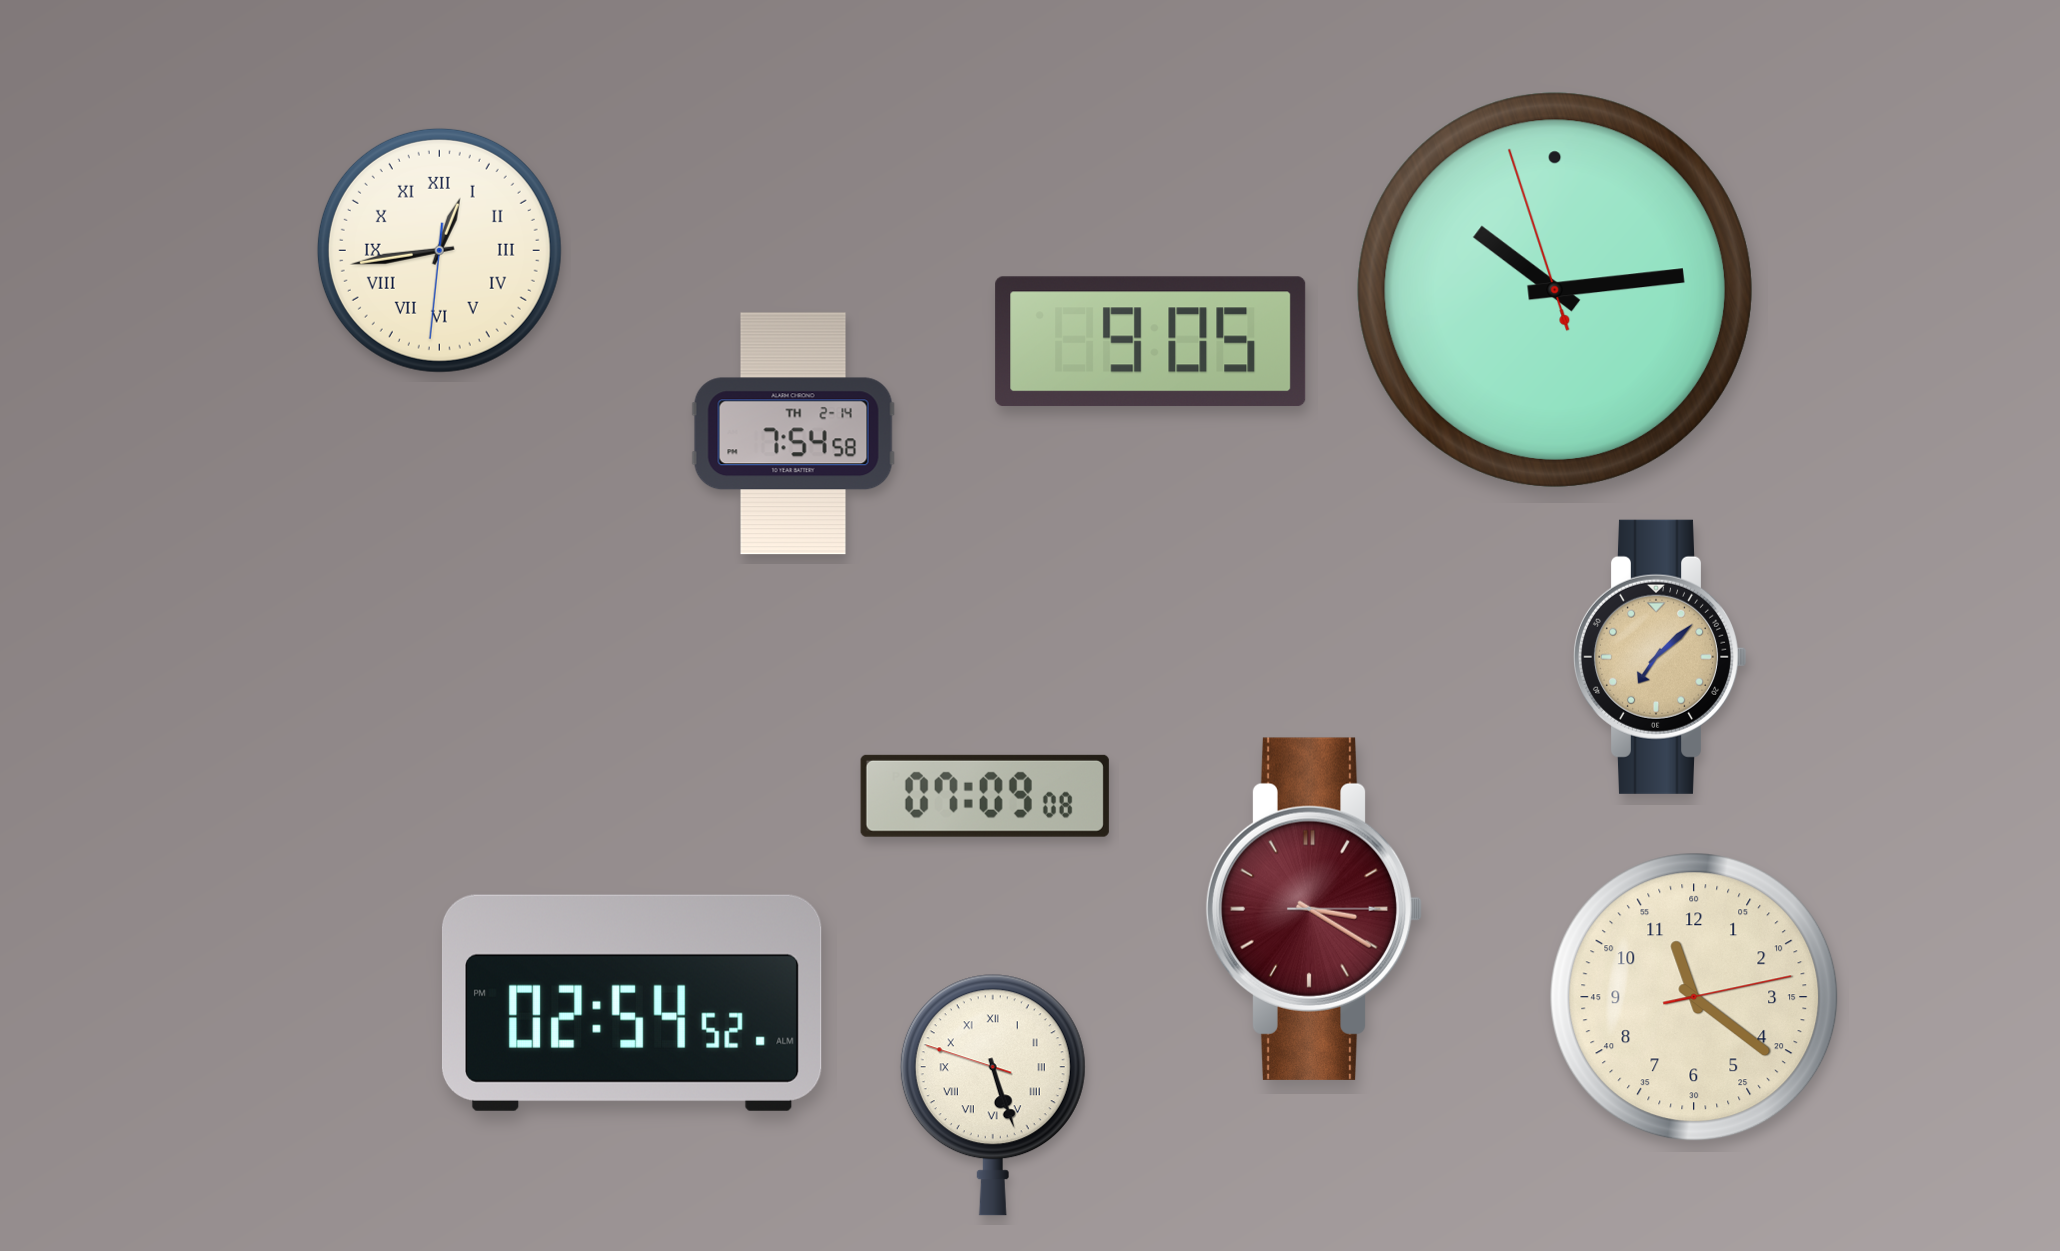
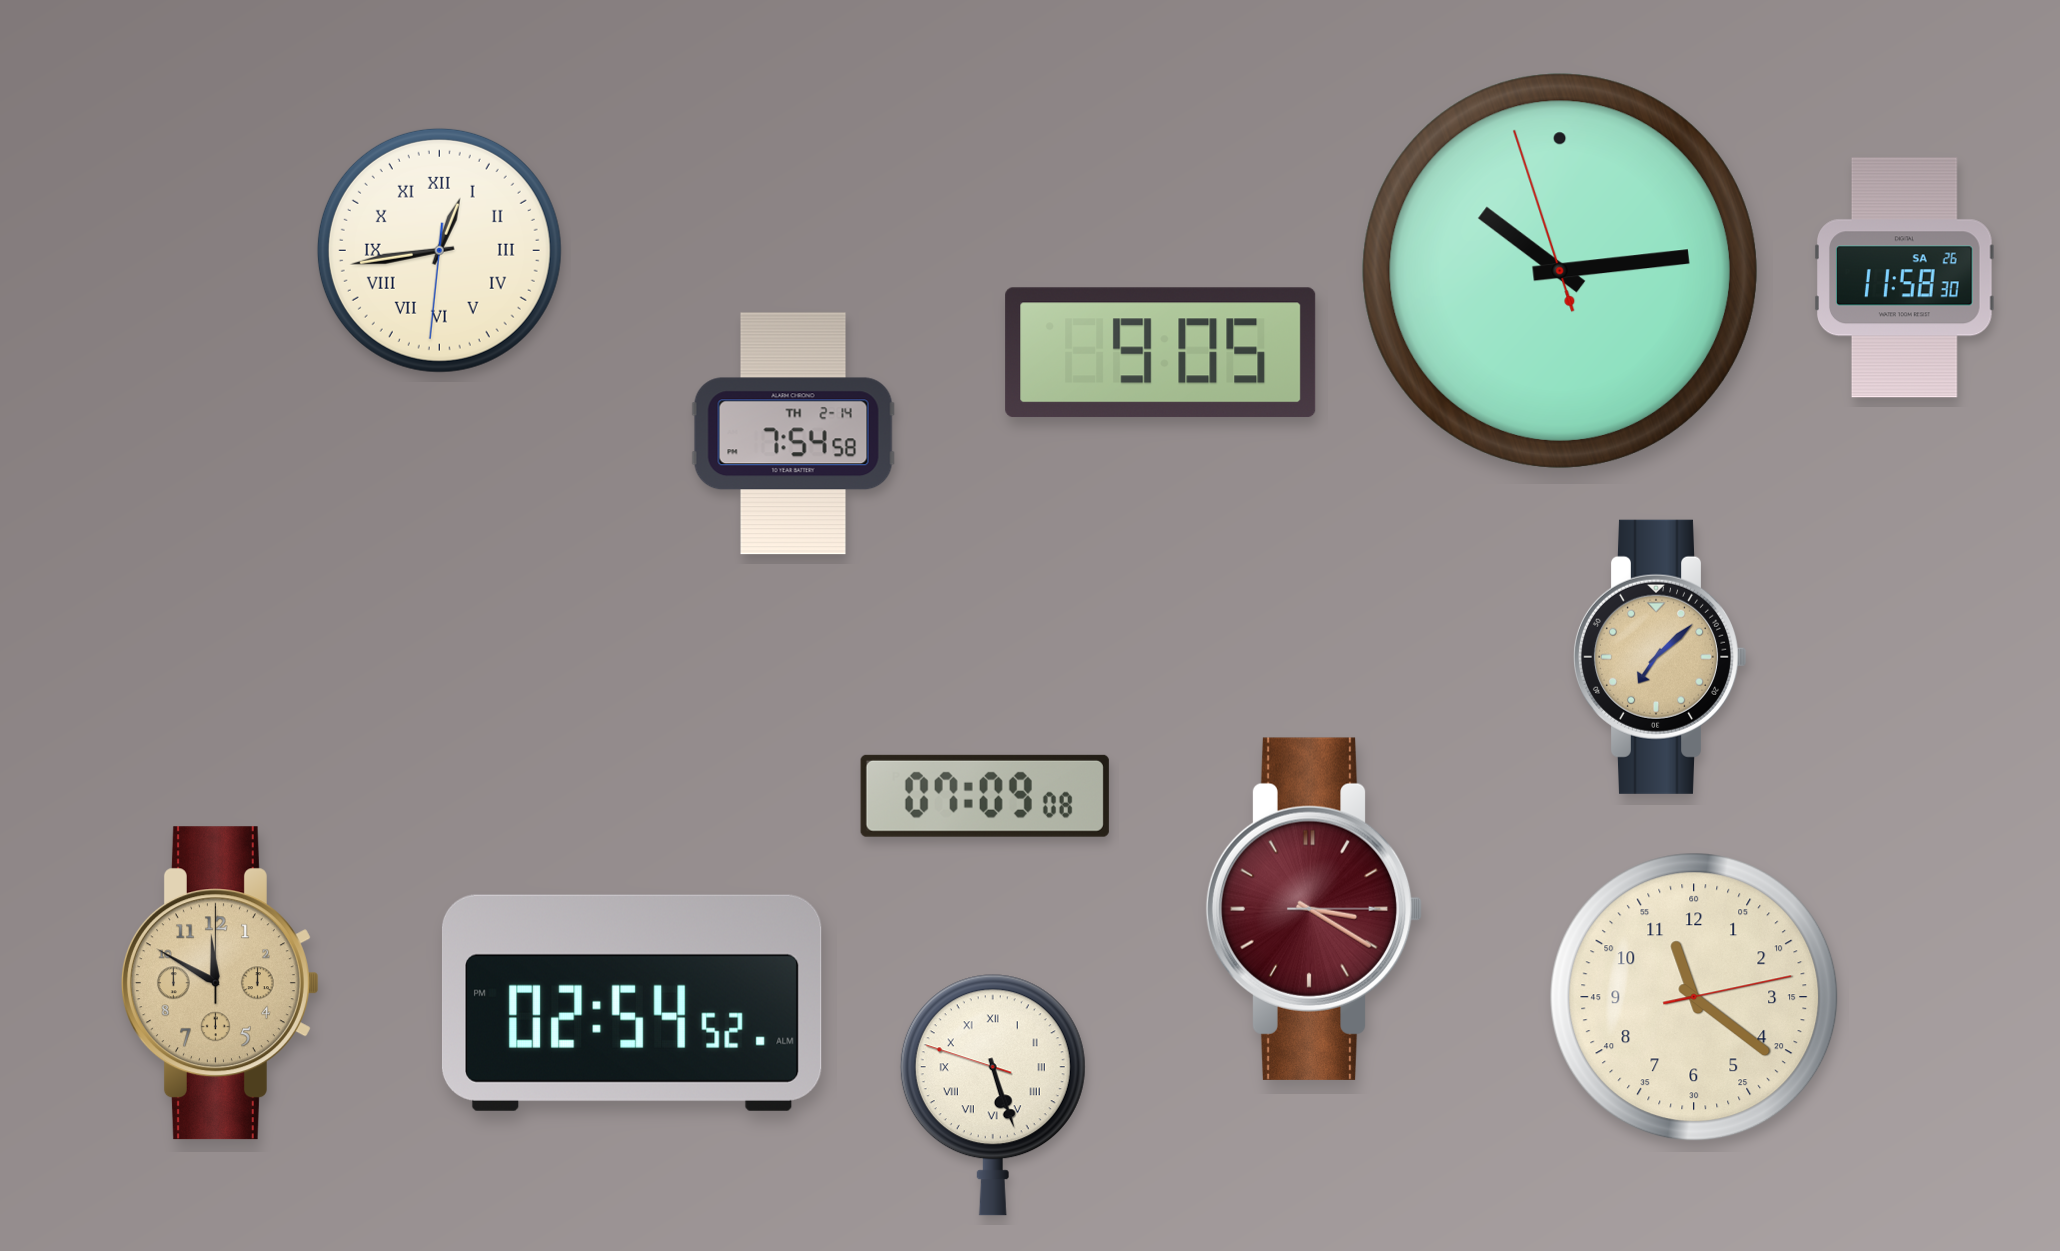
clock at (1905, 278): none -> 11:58
clock at (1555, 290) position: (1555, 290) -> (1560, 271)
clock at (1151, 341) position: (1151, 341) -> (1161, 352)
clock at (220, 983): none -> 11:50
